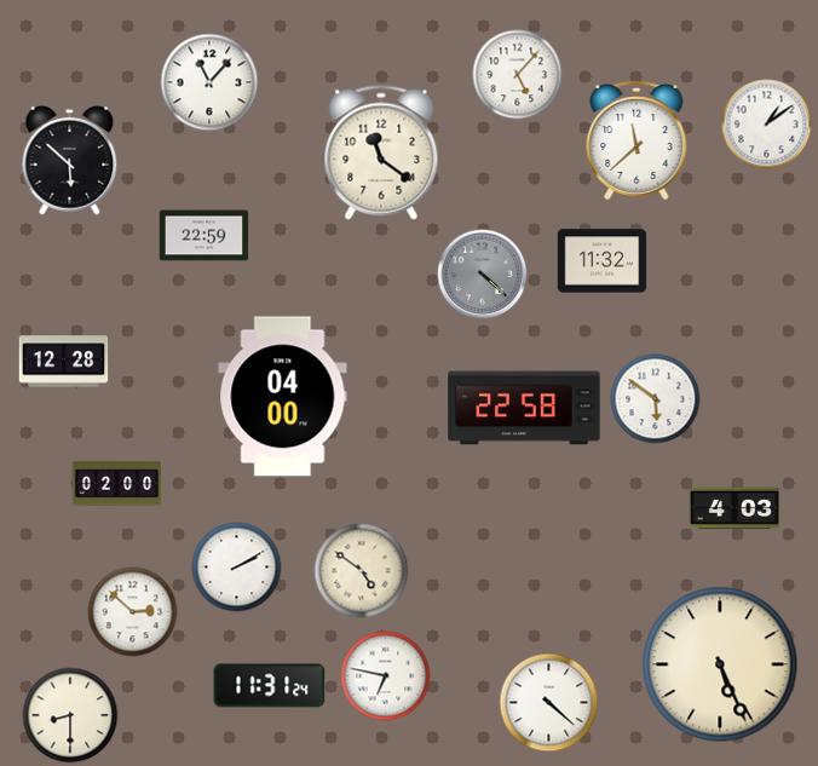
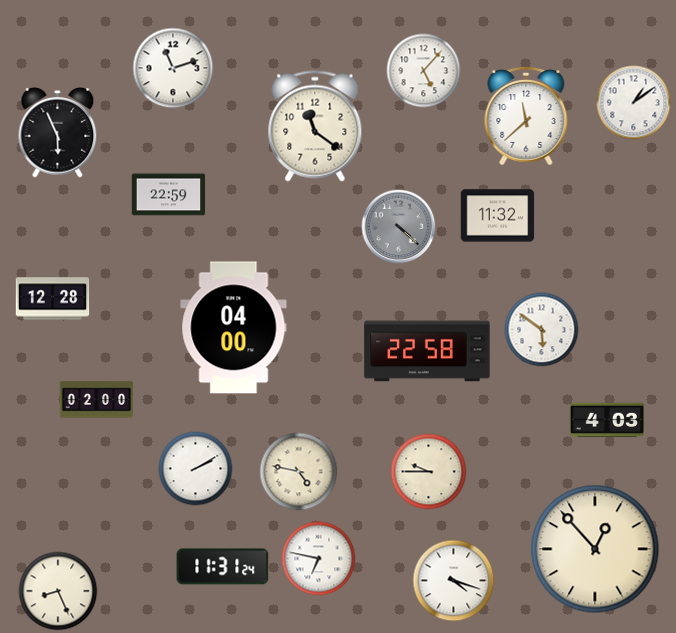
clock at (518, 75) position: (518, 75) -> (424, 71)
clock at (209, 82): 11:07 -> 11:12
clock at (70, 161): 5:52 -> 5:56
clock at (524, 408) position: (524, 408) -> (427, 351)
clock at (362, 571): 4:51 -> 4:47
clock at (429, 472): none -> 9:45
clock at (133, 612): 2:52 -> none
clock at (720, 664): 5:26 -> 12:53
clock at (549, 703): 4:22 -> 4:18
clock at (70, 715): 8:30 -> 8:26
